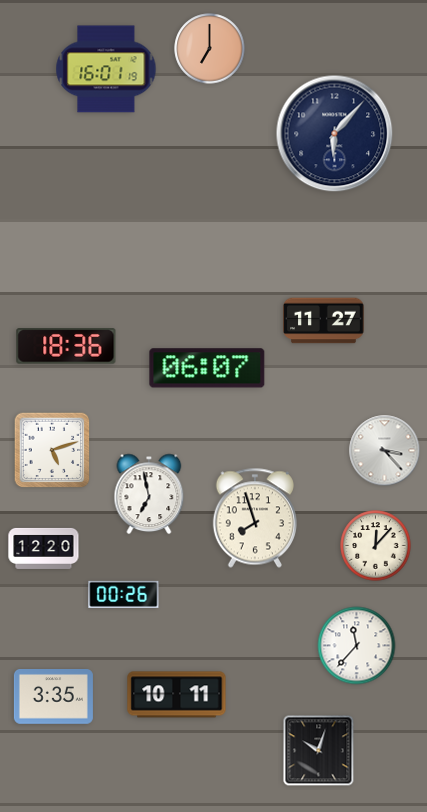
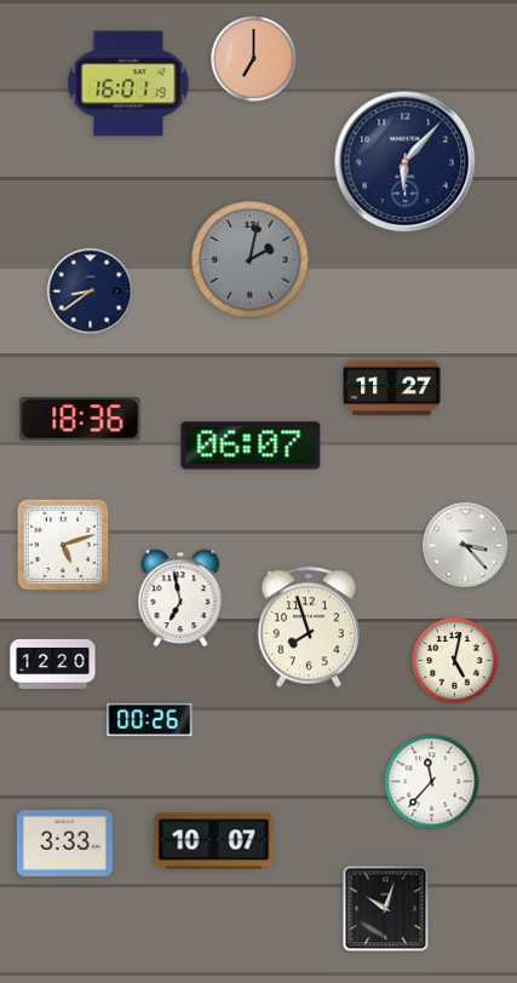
clock at (251, 260): none -> 2:02
clock at (91, 292): none -> 8:39
clock at (376, 546): 12:07 -> 5:02
clock at (177, 695): 10:11 -> 10:07
clock at (53, 697): 3:35 -> 3:33
